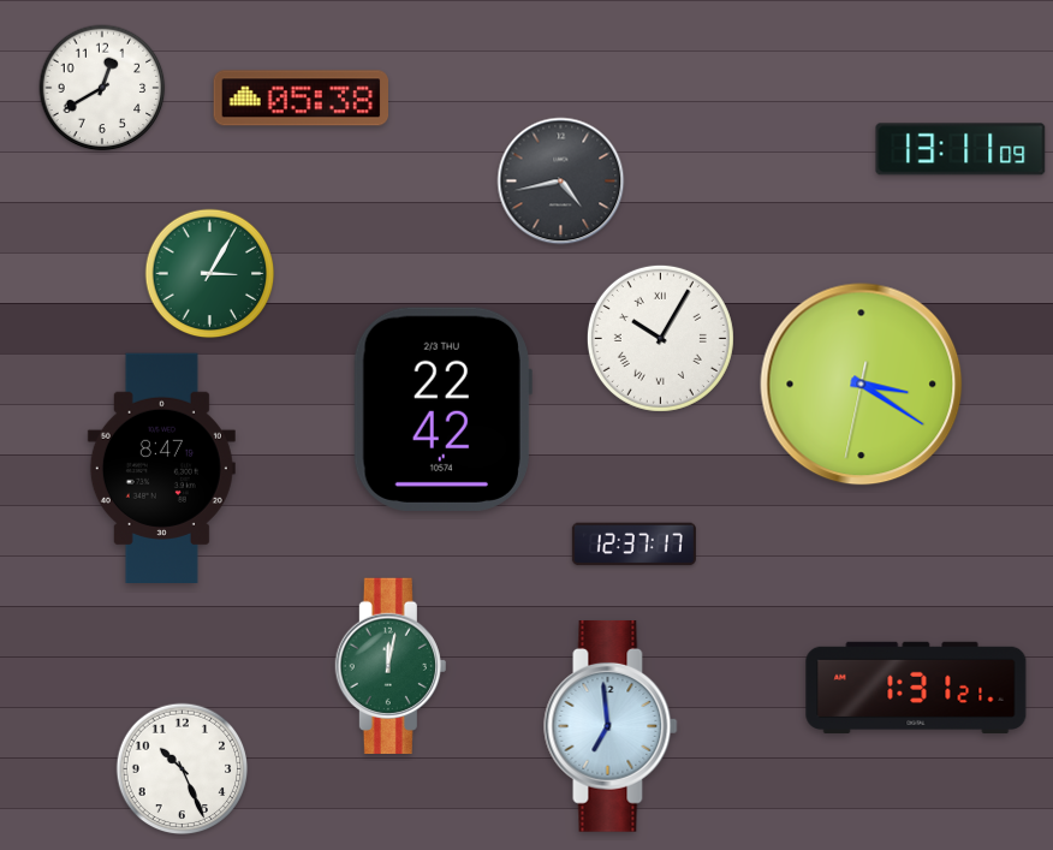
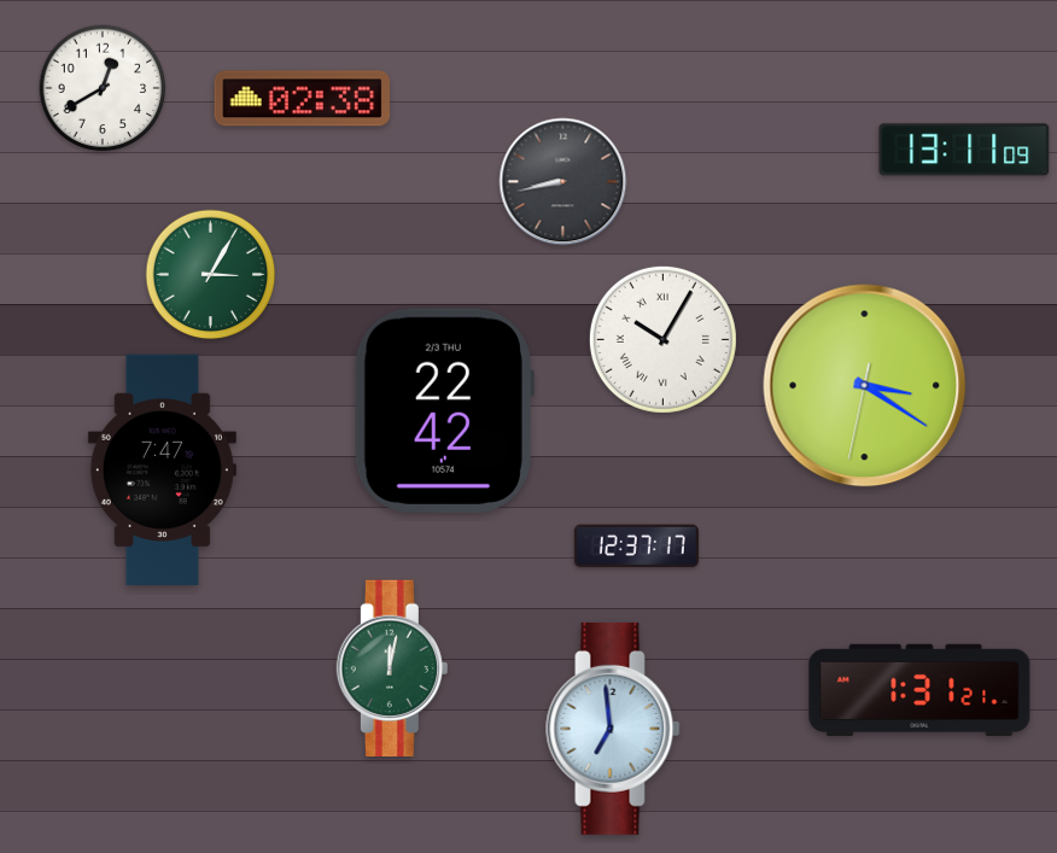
clock at (302, 99): 05:38 -> 02:38
clock at (561, 182): 4:43 -> 8:43
clock at (161, 468): 8:47 -> 7:47
clock at (183, 769): 10:26 -> none
